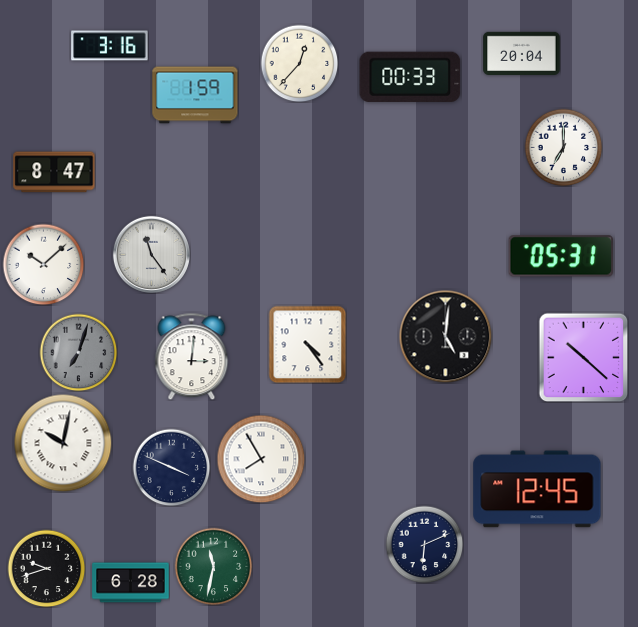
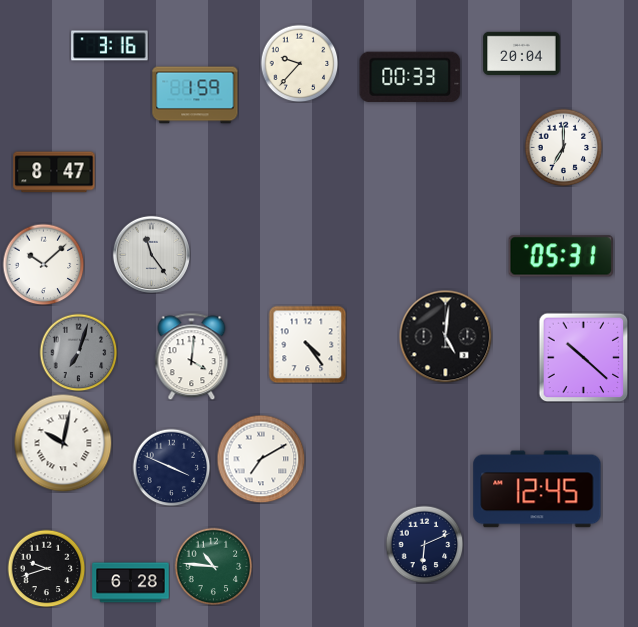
clock at (299, 63): 12:37 -> 9:37
clock at (192, 356): 3:01 -> 4:01
clock at (261, 459): 7:55 -> 7:10
clock at (213, 566): 11:32 -> 10:46
